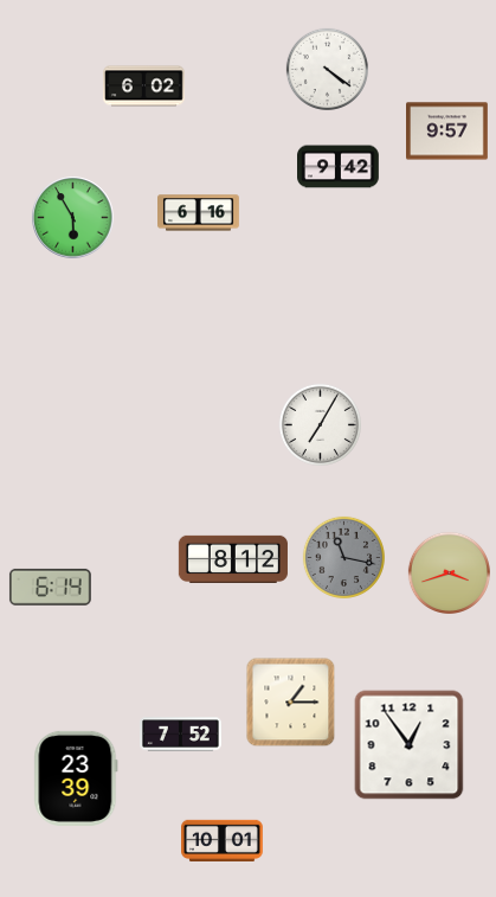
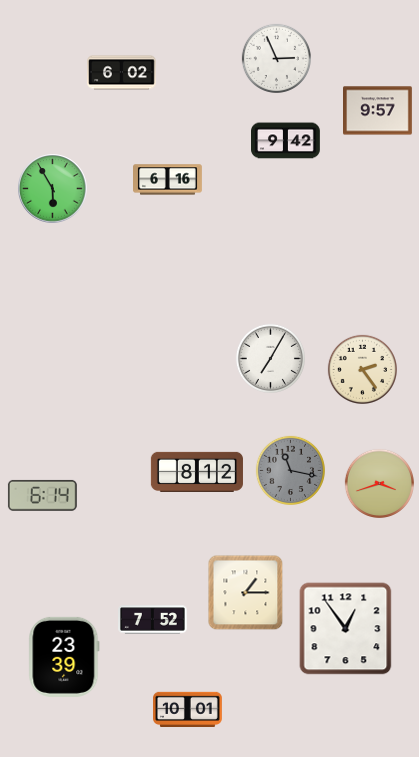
clock at (327, 69): 4:21 -> 2:56
clock at (73, 218) position: (73, 218) -> (53, 189)
clock at (362, 369): none -> 2:24
